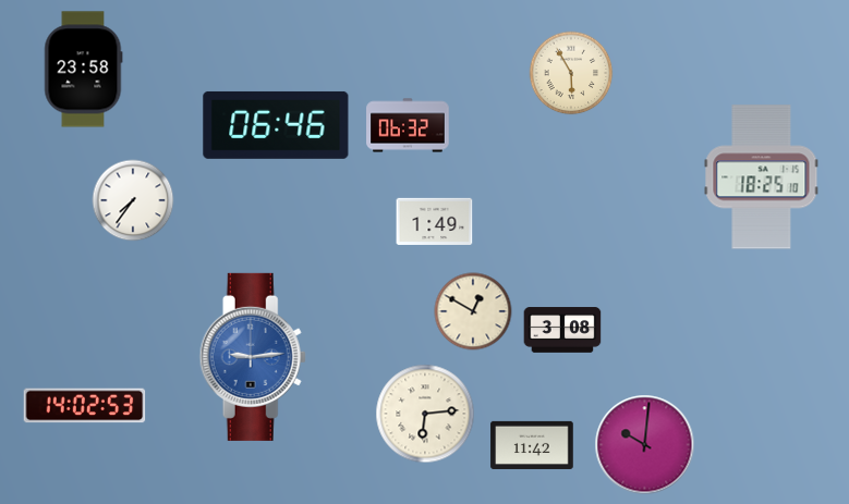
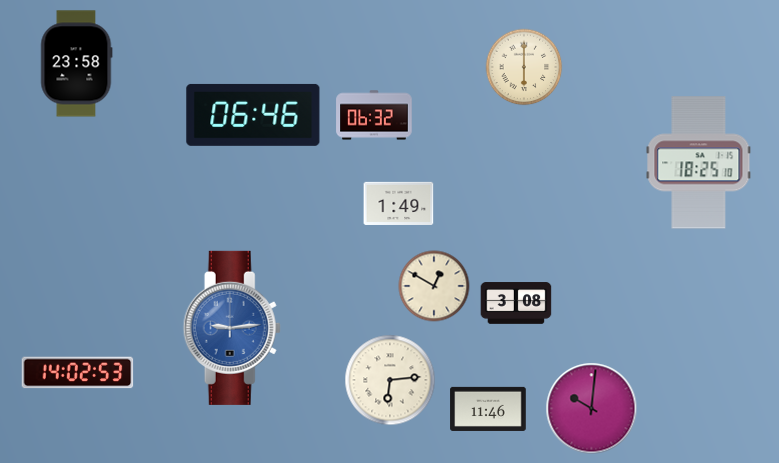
clock at (571, 73): 5:55 -> 6:00
clock at (133, 200): 7:36 -> none
clock at (532, 445): 11:42 -> 11:46
